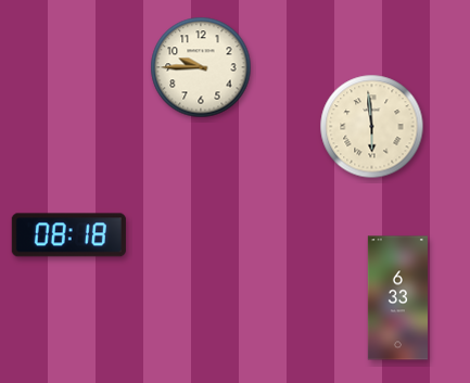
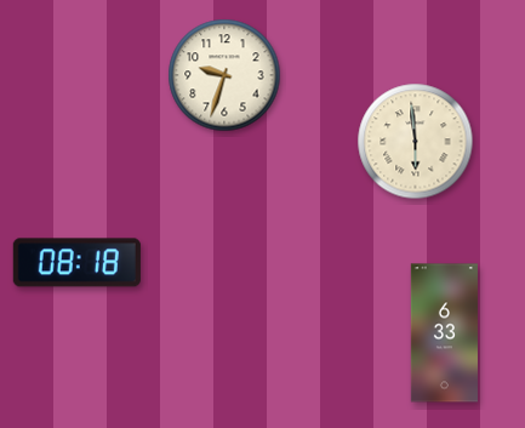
clock at (201, 67): 9:45 -> 9:33
